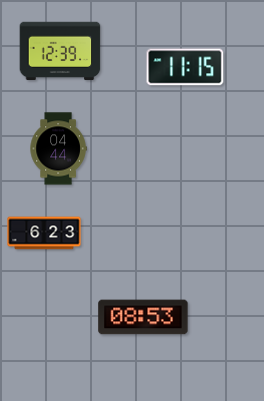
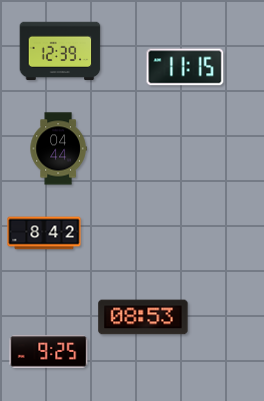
clock at (44, 233): 6:23 -> 8:42
clock at (49, 352): none -> 9:25
